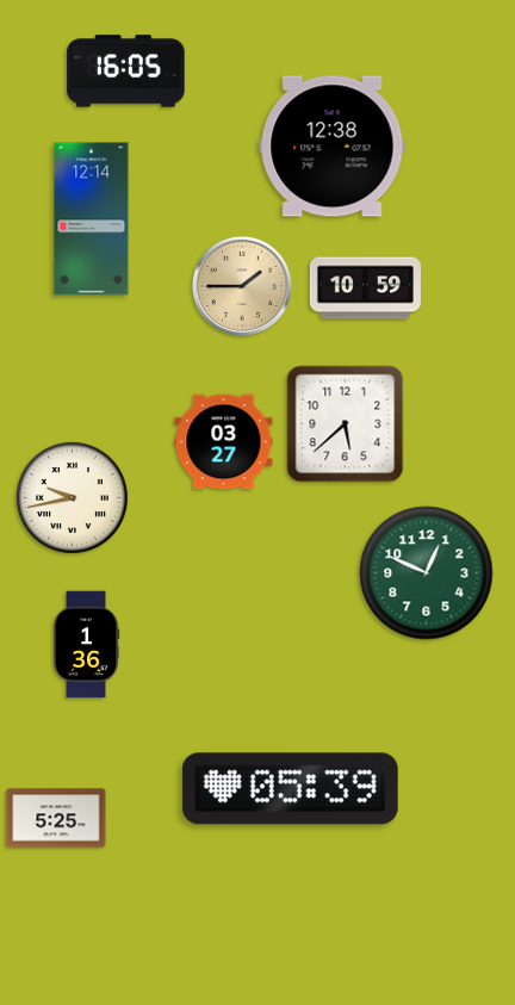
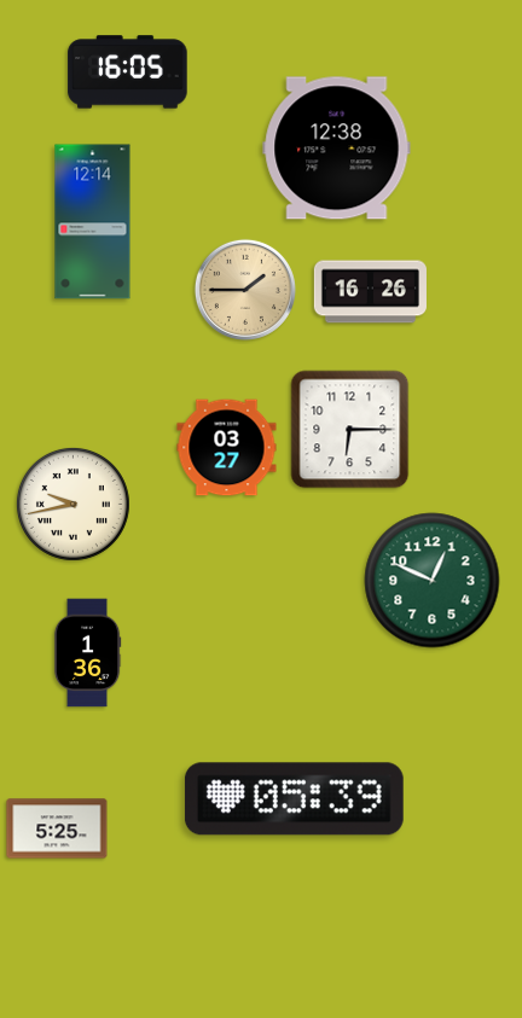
clock at (365, 289): 10:59 -> 16:26
clock at (346, 424): 5:38 -> 6:15
